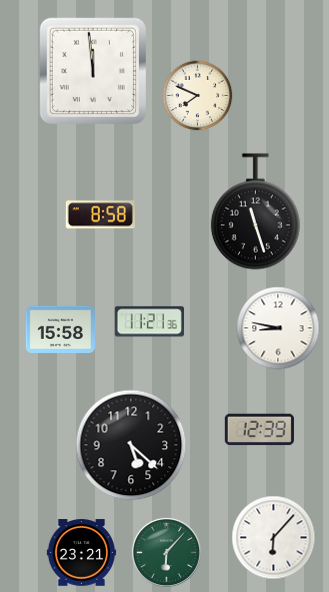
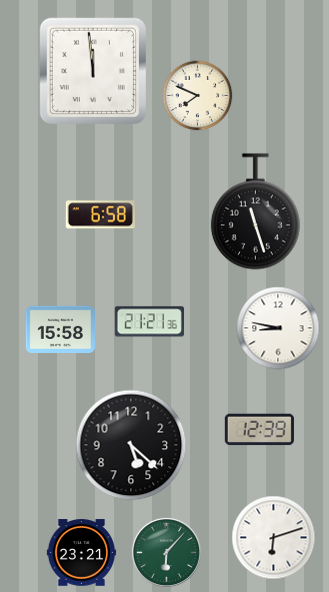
clock at (100, 215): 8:58 -> 6:58
clock at (149, 322): 11:21 -> 21:21
clock at (274, 538): 6:07 -> 6:12
